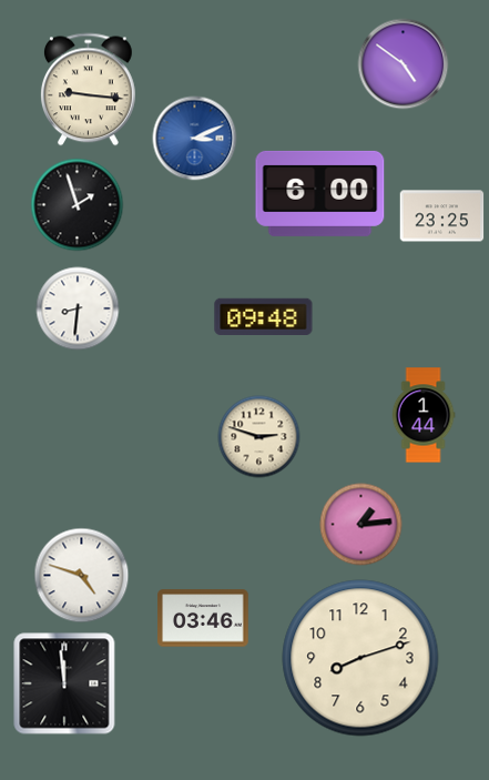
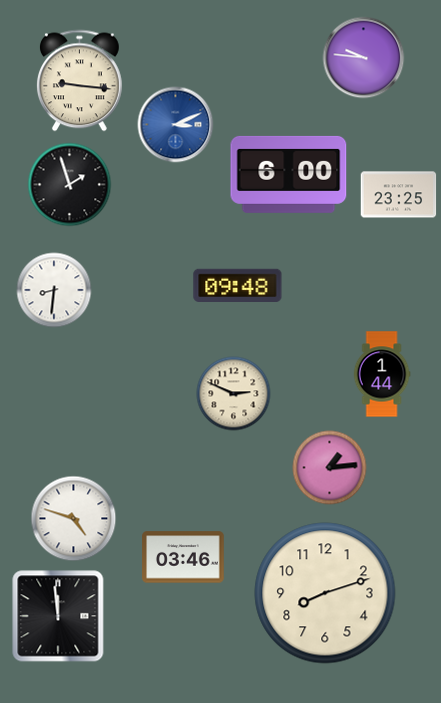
clock at (404, 64): 4:51 -> 9:46
clock at (78, 308) position: (78, 308) -> (54, 290)
clock at (259, 437): 2:48 -> 2:49
clock at (361, 525) position: (361, 525) -> (330, 468)
